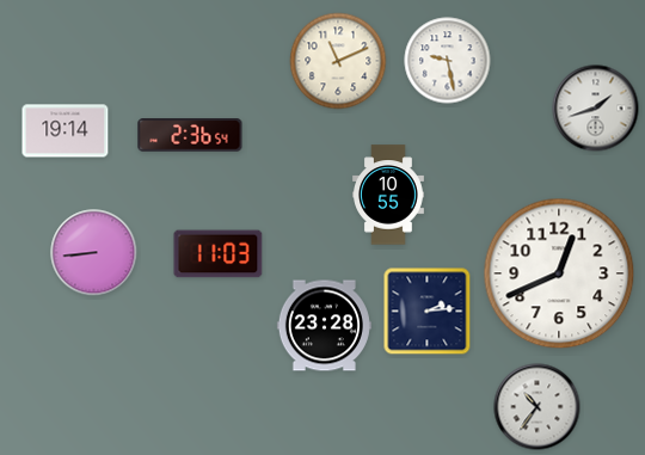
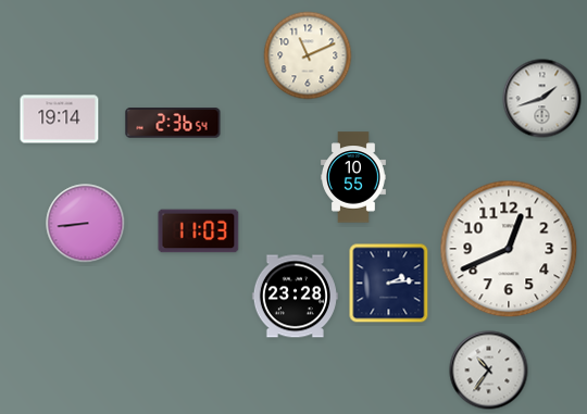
clock at (448, 61): 9:28 -> none
clock at (94, 253) position: (94, 253) -> (86, 224)
